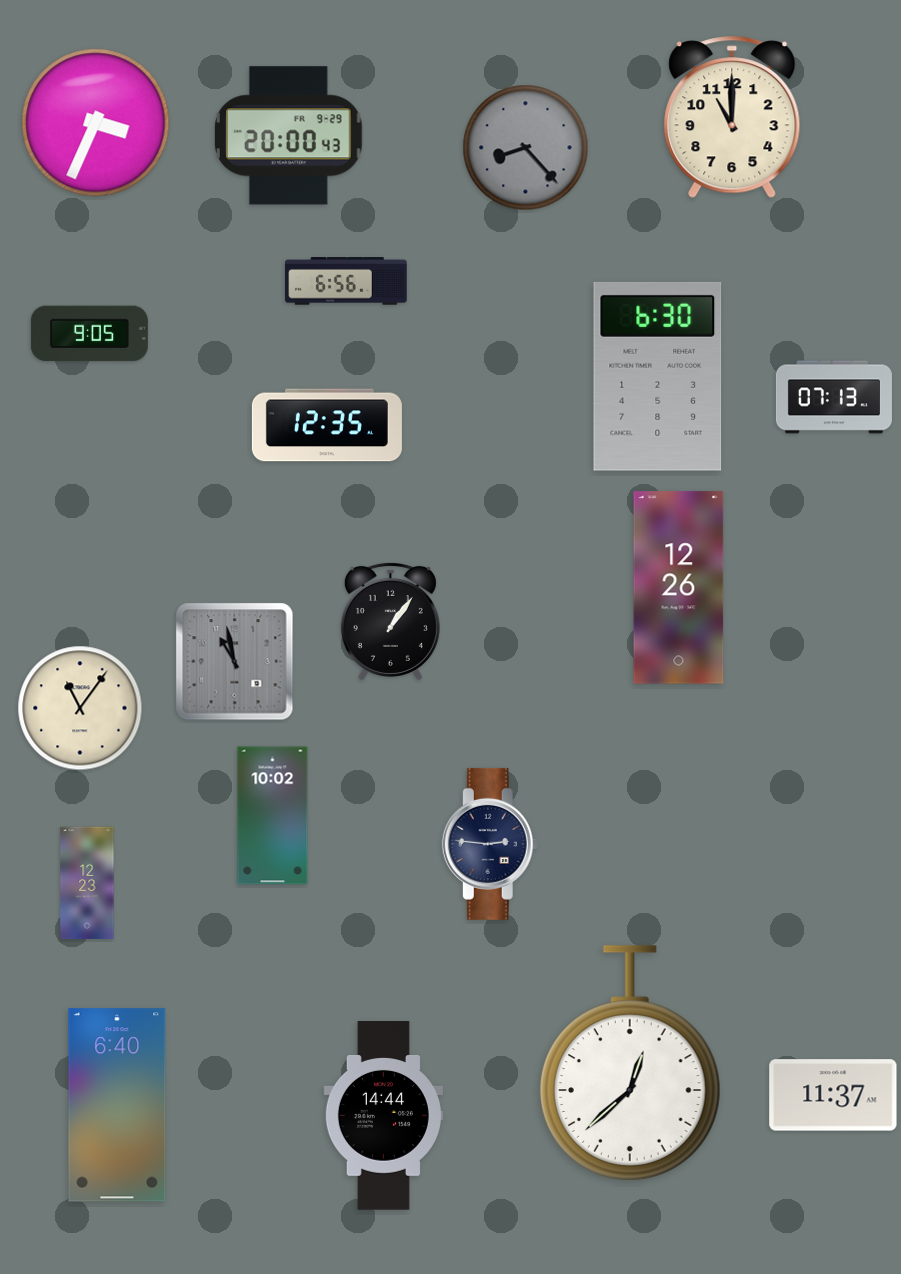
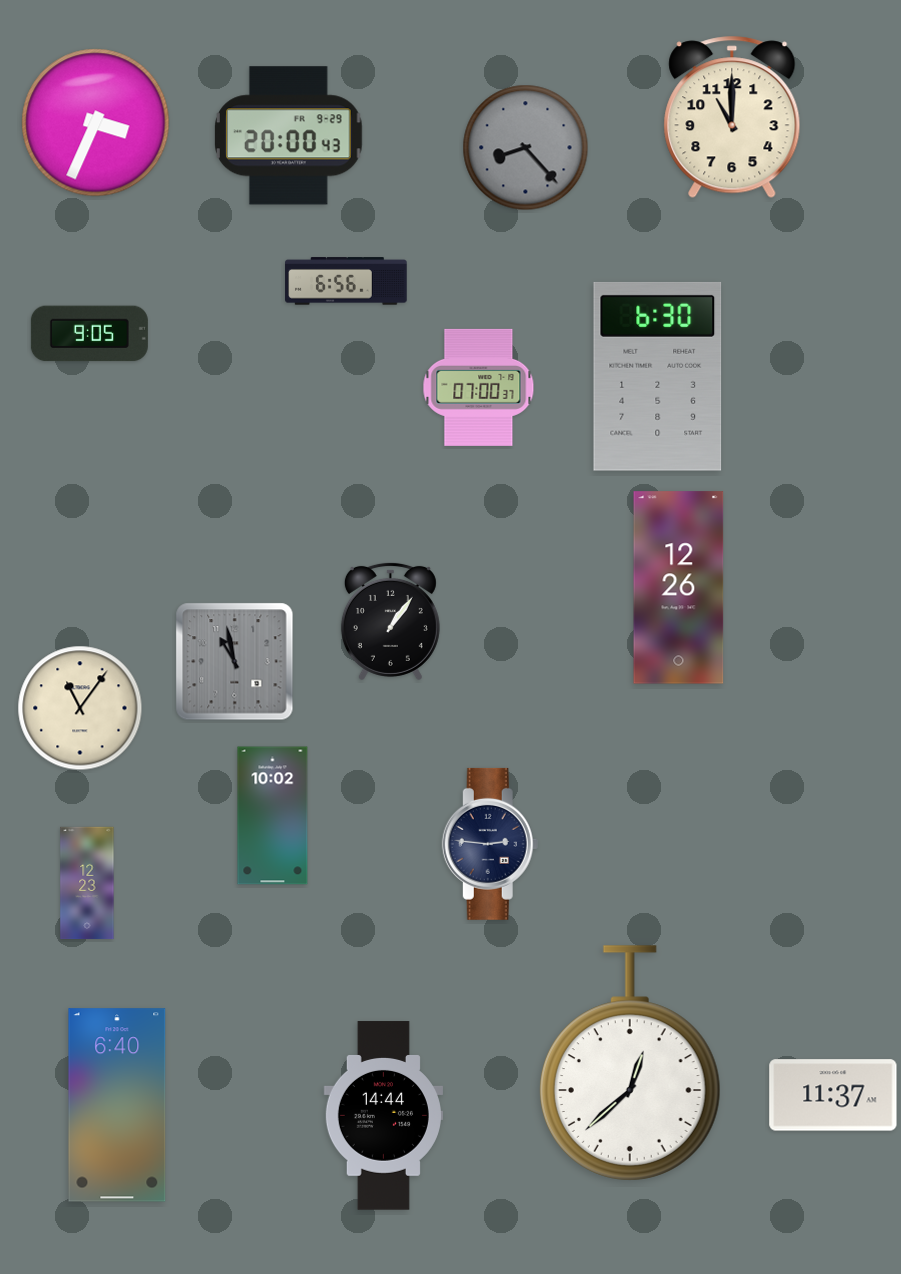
clock at (479, 387): none -> 07:00
clock at (834, 397): 07:13 -> none
clock at (327, 425): 12:35 -> none
